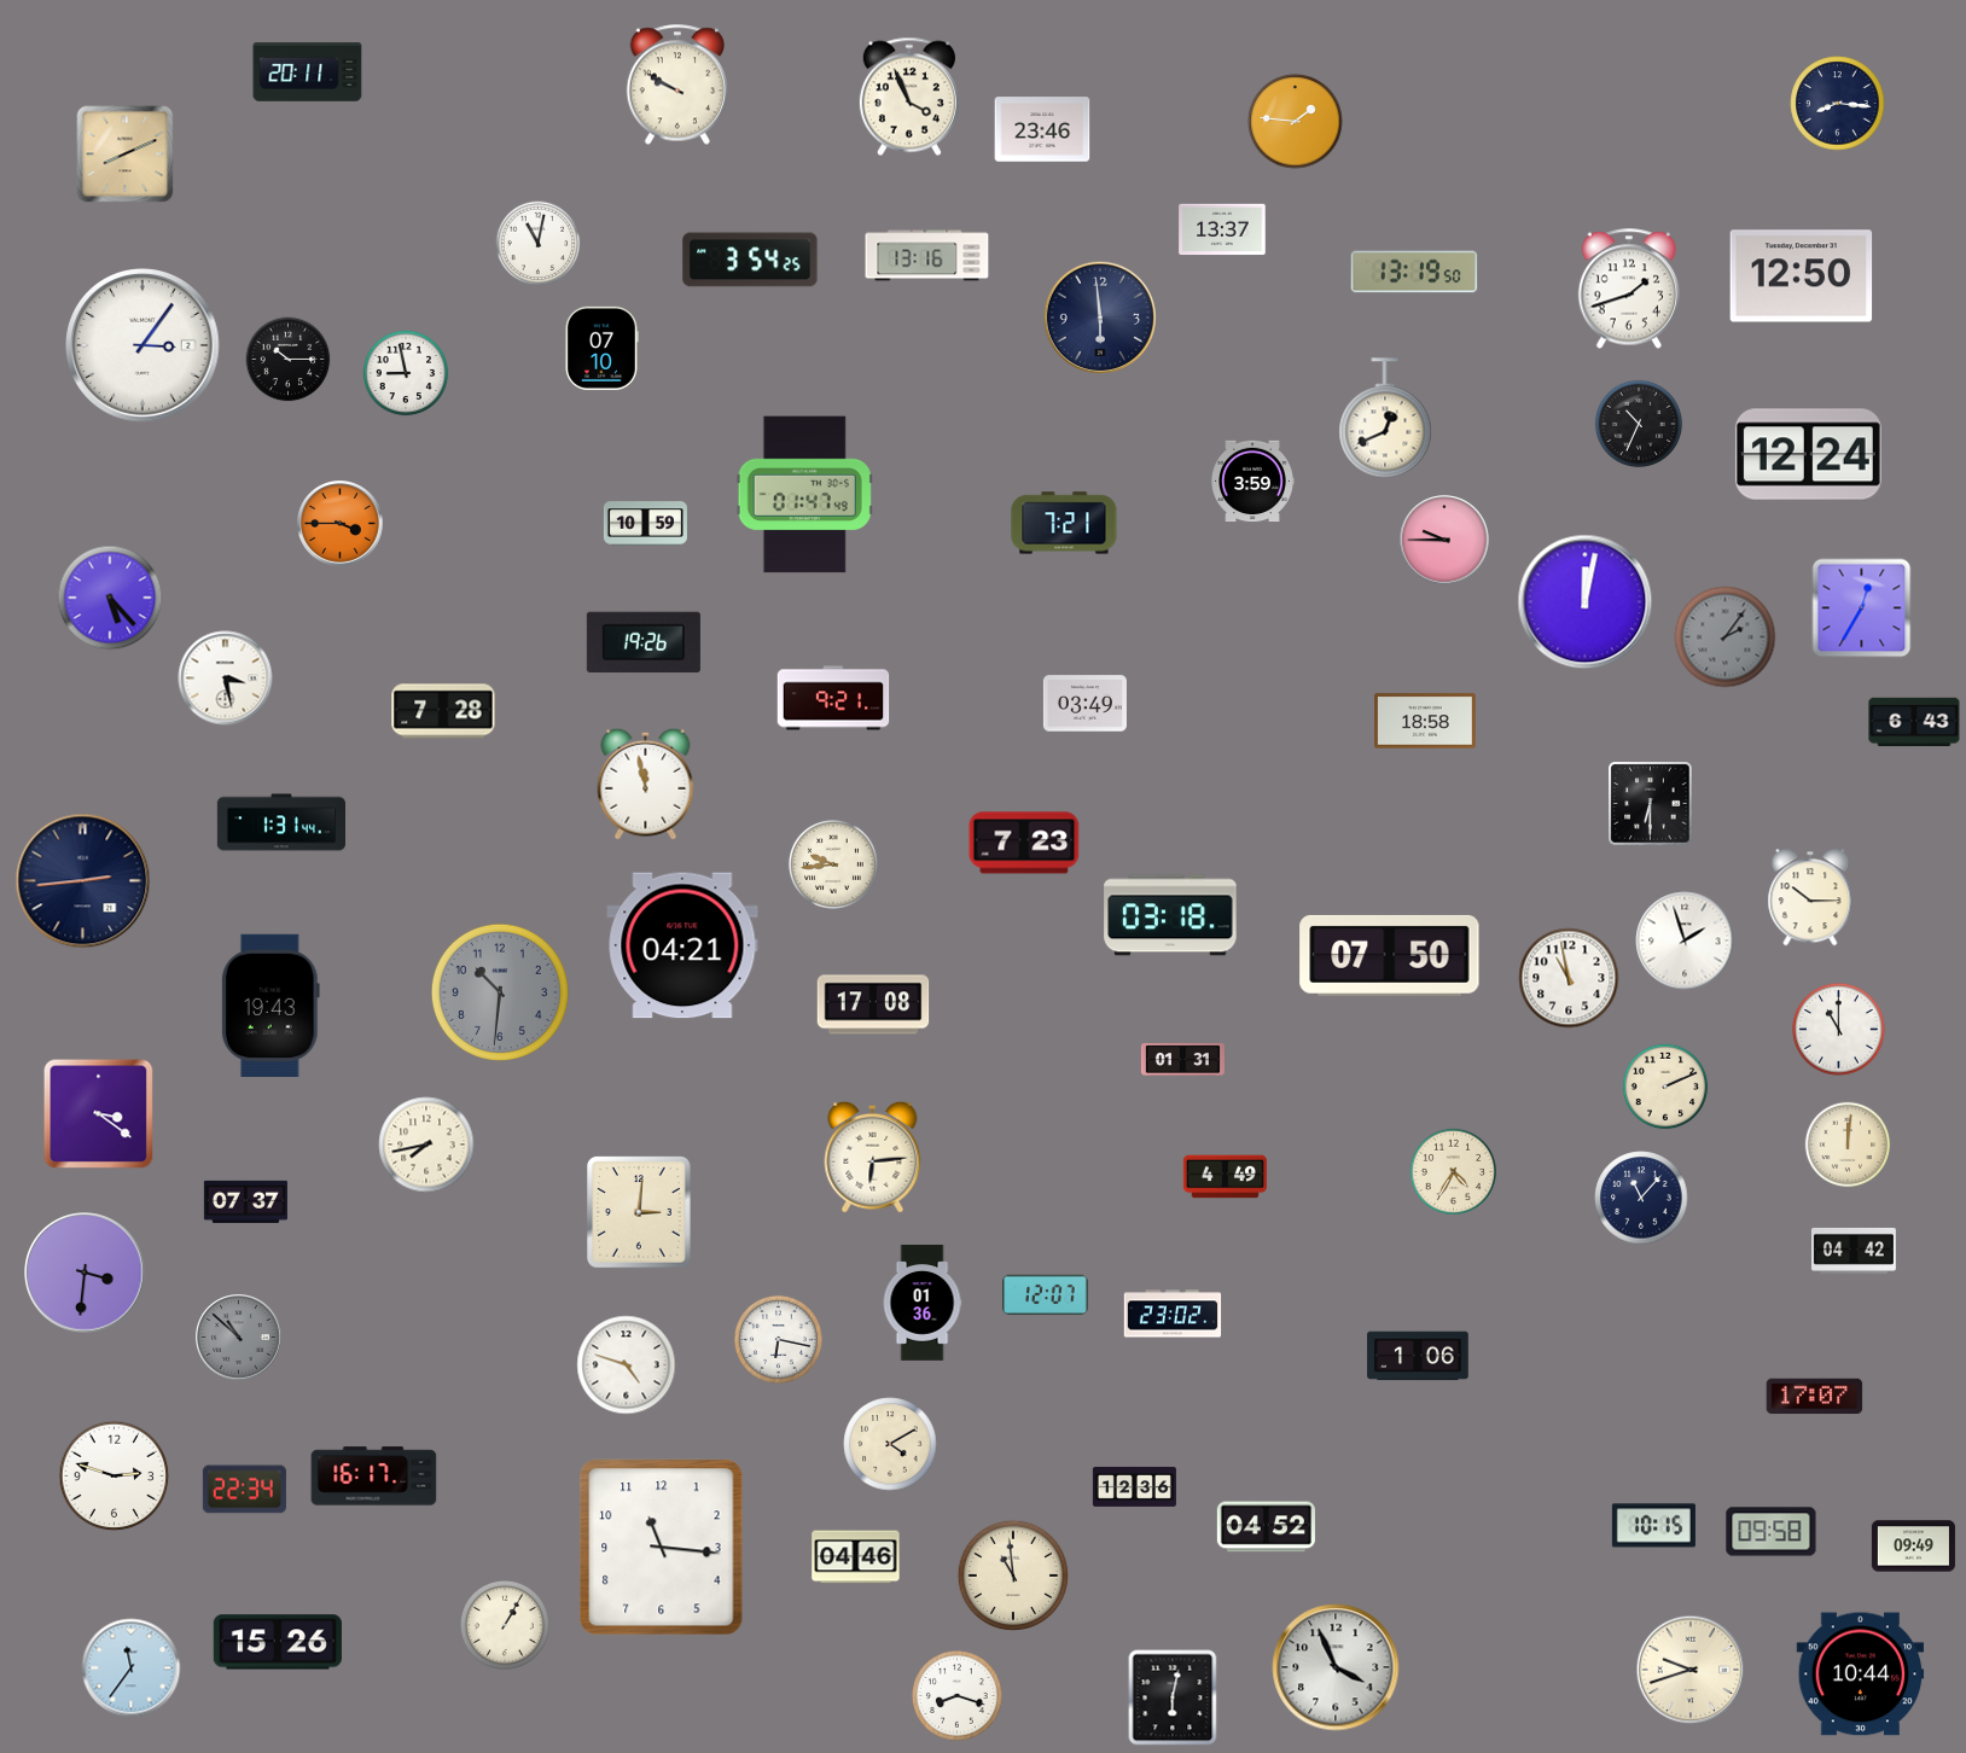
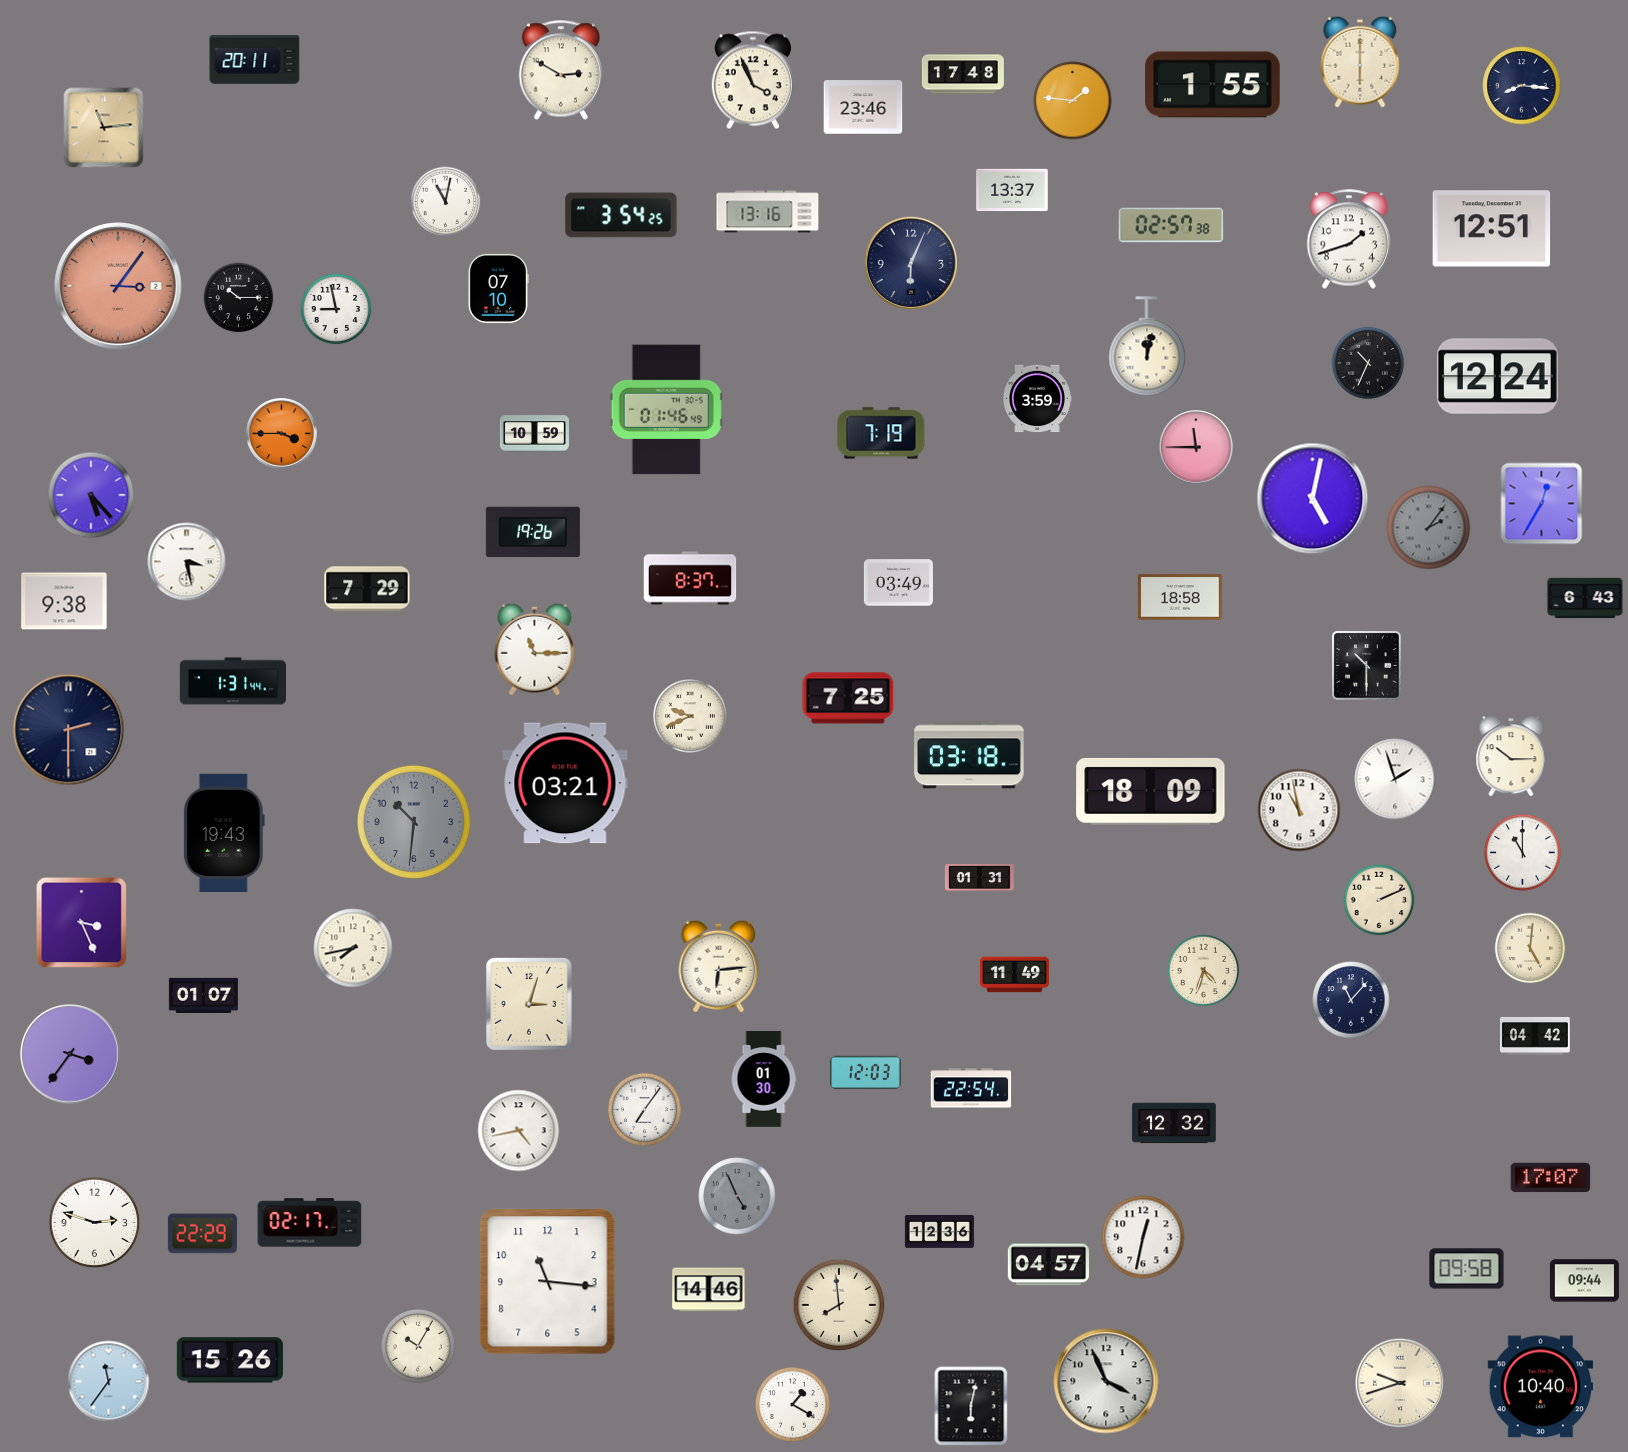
clock at (1360, 62): none -> 6:00
clock at (677, 85): 9:50 -> 2:50
clock at (963, 74): none -> 17:48
clock at (1213, 85): none -> 1:55
clock at (126, 155): 8:11 -> 11:14
clock at (1414, 272): 13:19 -> 02:57
clock at (1802, 276): 12:50 -> 12:51
clock at (1099, 316): 5:59 -> 6:04
clock at (142, 345) dial: white -> salmon
clock at (1385, 418): 12:41 -> 12:02
clock at (1639, 424) position: (1639, 424) -> (1368, 363)
clock at (804, 495): 01:47 -> 01:46
clock at (1064, 523): 7:21 -> 7:19
clock at (1444, 540): 9:45 -> 11:45
clock at (1586, 602): 12:02 -> 5:02
clock at (833, 698): 9:21 -> 8:37
clock at (443, 711): 7:28 -> 7:29
clock at (64, 601): none -> 9:38
clock at (646, 784): 11:58 -> 11:15
clock at (1651, 804): 6:30 -> 10:30
clock at (1024, 843): 7:23 -> 7:25
clock at (833, 864): 9:44 -> 9:41
clock at (83, 881): 2:44 -> 2:30
clock at (1810, 897) position: (1810, 897) -> (1511, 756)
clock at (1170, 915) position: (1170, 915) -> (969, 755)
clock at (682, 945): 04:21 -> 03:21
clock at (1390, 955): 07:50 -> 18:09
clock at (873, 1004): 17:08 -> none
clock at (99, 1114): 3:21 -> 3:26
clock at (1848, 1145): 12:01 -> 5:01
clock at (873, 1157) position: (873, 1157) -> (719, 966)
clock at (1453, 1171): 4:35 -> 4:33
clock at (1225, 1177): 4:49 -> 11:49
clock at (1641, 1198) position: (1641, 1198) -> (1351, 1000)
clock at (245, 1201): 07:37 -> 01:07
clock at (639, 1212): 3:01 -> 3:03
clock at (85, 1272): 3:31 -> 3:36
clock at (1046, 1295): 12:07 -> 12:03
clock at (923, 1303): 01:36 -> 01:30
clock at (1173, 1314): 23:02 -> 22:54
clock at (239, 1338): 10:52 -> none
clock at (778, 1339): 6:17 -> 7:06
clock at (1418, 1356): 1:06 -> 12:32
clock at (627, 1365): 4:48 -> 4:43
clock at (1815, 1397) position: (1815, 1397) -> (1551, 1178)
clock at (890, 1444): 4:10 -> 4:56
clock at (890, 1444) dial: cream -> grey
clock at (374, 1477): 16:17 -> 02:17
clock at (244, 1490): 22:34 -> 22:29
clock at (1143, 1237): none -> 12:32
clock at (1653, 1526): 10:15 -> none
clock at (1266, 1527): 04:52 -> 04:57
clock at (1913, 1547): 09:49 -> 09:44
clock at (856, 1557): 04:46 -> 14:46
clock at (1013, 1576): 10:59 -> 7:59
clock at (505, 1625): 1:05 -> 10:05
clock at (1861, 1675): 10:44 -> 10:40
clock at (958, 1696): 8:18 -> 1:20
